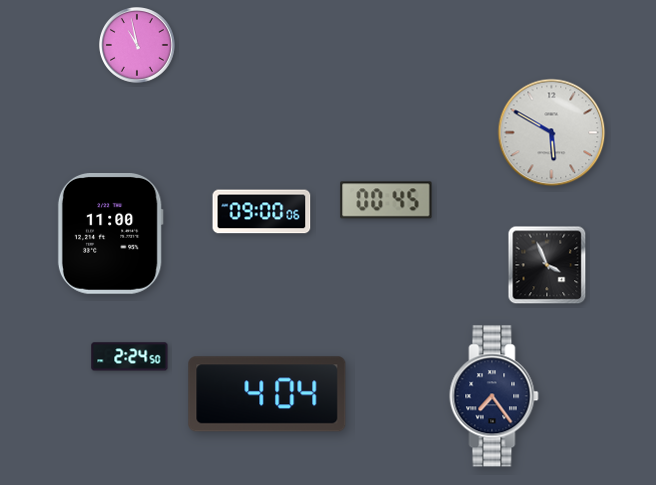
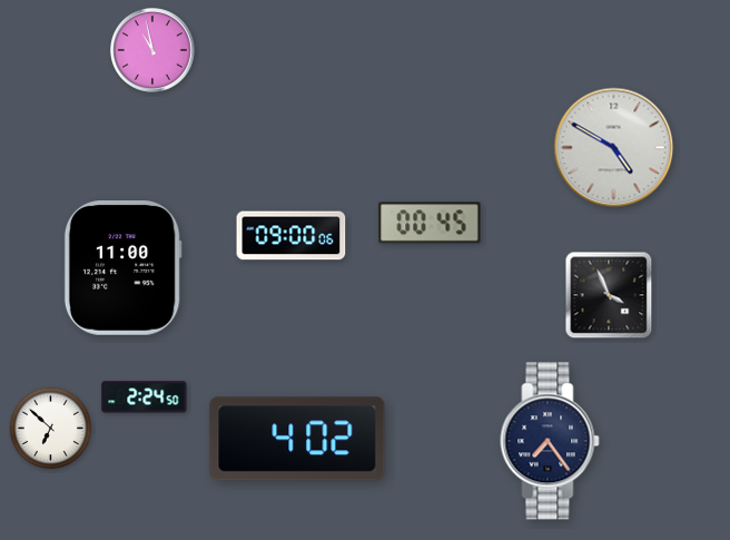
clock at (552, 133): 5:50 -> 4:50
clock at (110, 234) position: (110, 234) -> (122, 268)
clock at (51, 429): none -> 6:52
clock at (267, 394): 4:04 -> 4:02
